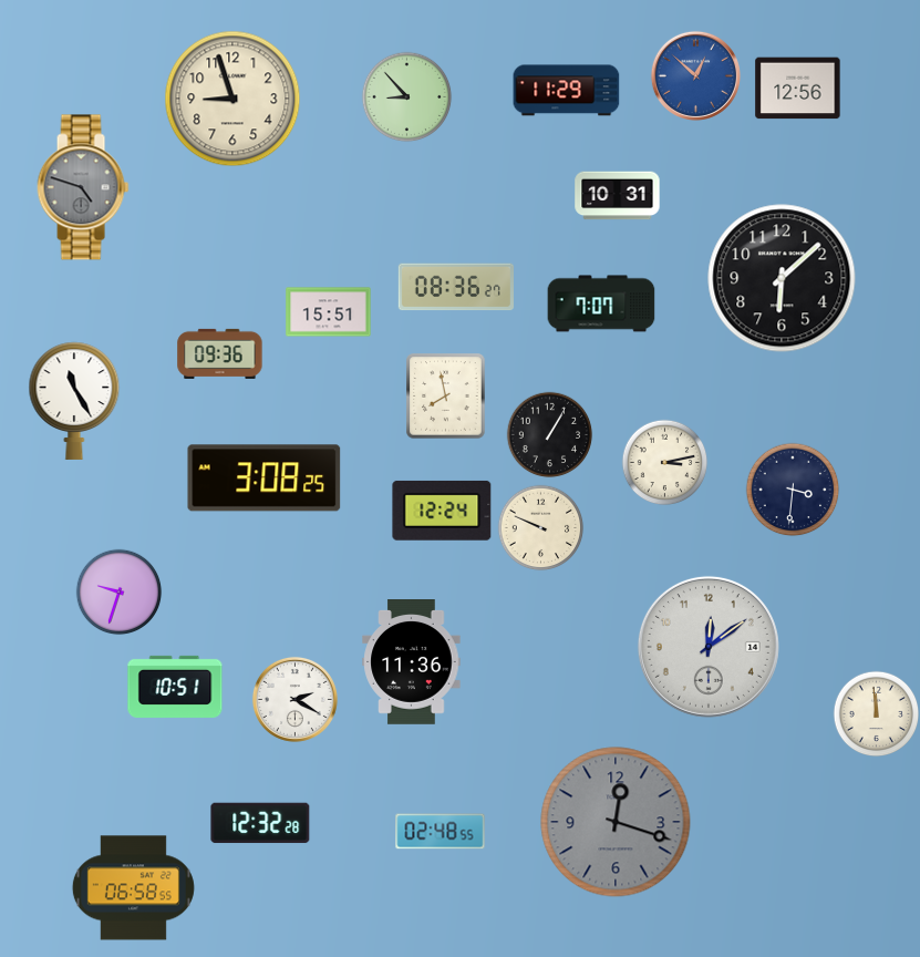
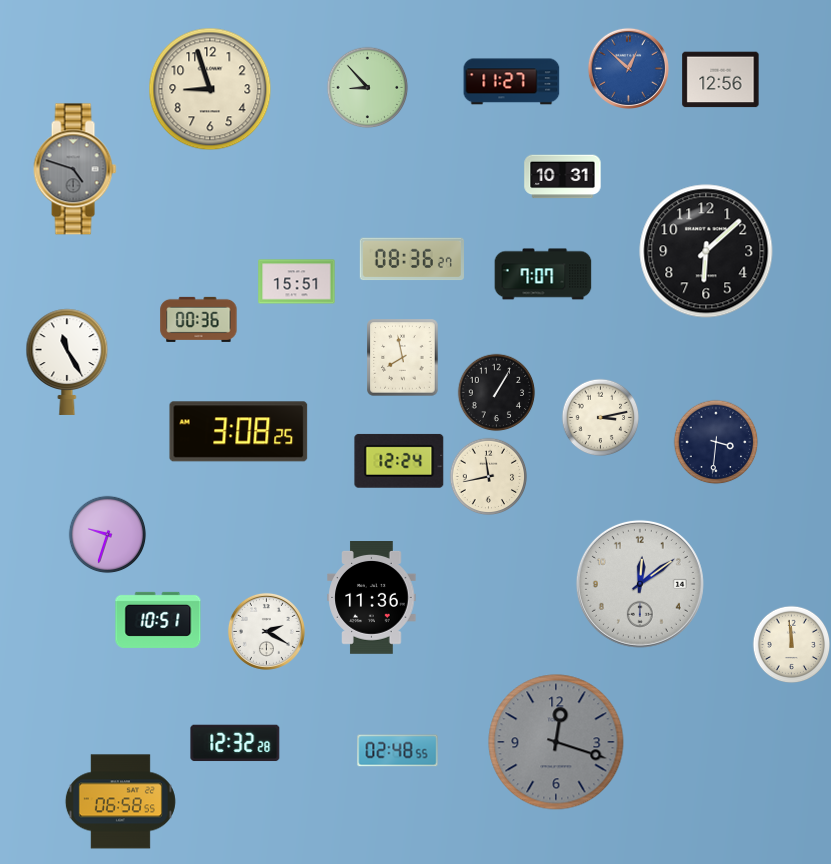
clock at (567, 91): 11:29 -> 11:27
clock at (618, 196) position: (618, 196) -> (563, 177)
clock at (220, 353): 09:36 -> 00:36
clock at (540, 527): 9:49 -> 11:43
